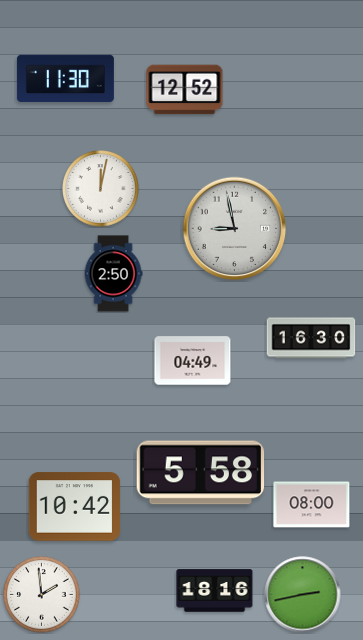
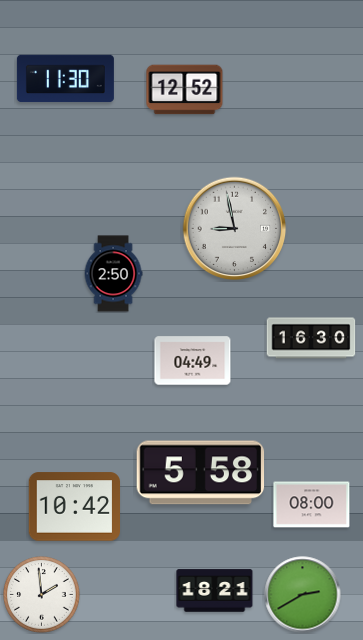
clock at (101, 189): 12:02 -> none
clock at (215, 591): 18:16 -> 18:21
clock at (303, 595): 2:43 -> 2:40
